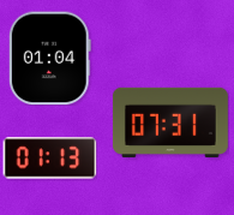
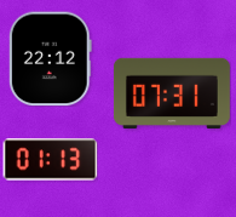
clock at (49, 58): 01:04 -> 22:12
clock at (170, 121) position: (170, 121) -> (172, 92)
